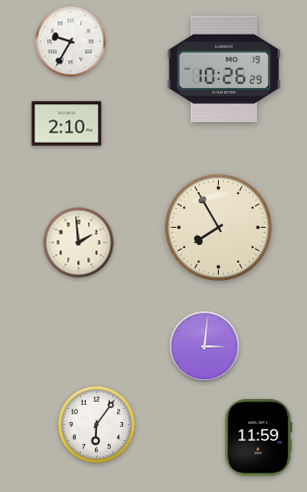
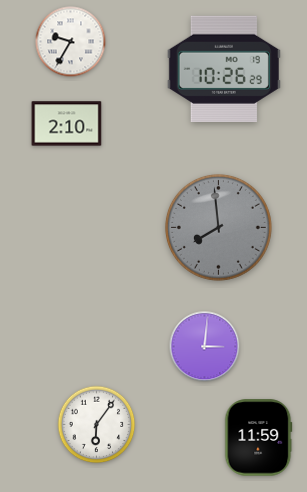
clock at (218, 227): 7:55 -> 7:59
clock at (218, 227) dial: cream -> grey
clock at (79, 243): 1:59 -> none
